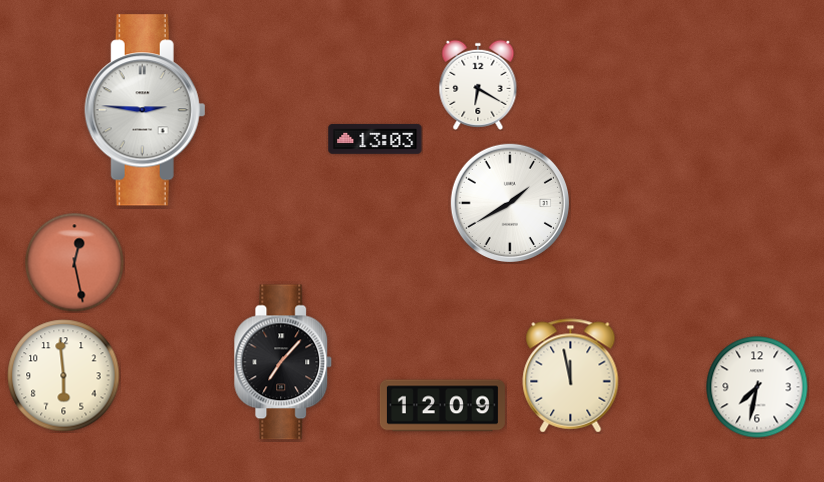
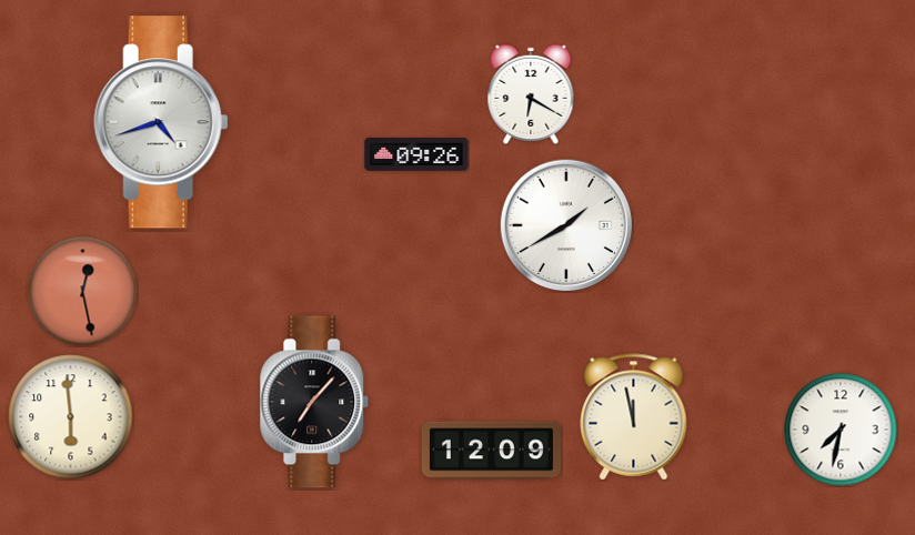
clock at (145, 110): 2:46 -> 4:42
clock at (375, 139): 13:03 -> 09:26
